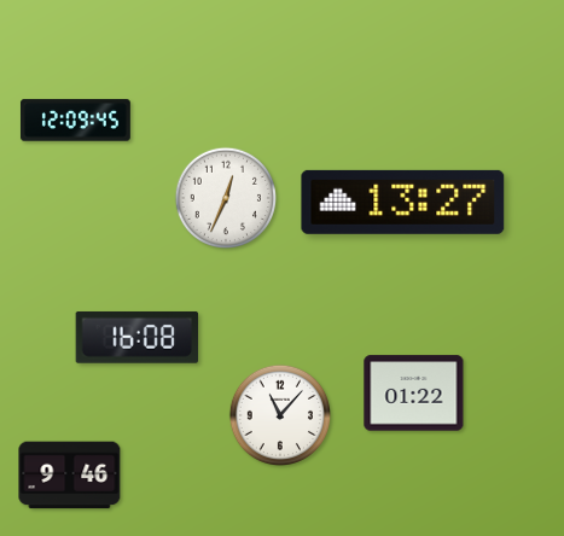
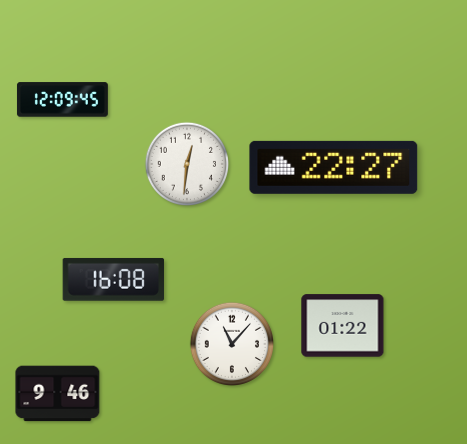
clock at (225, 197): 12:34 -> 12:31
clock at (403, 202): 13:27 -> 22:27
